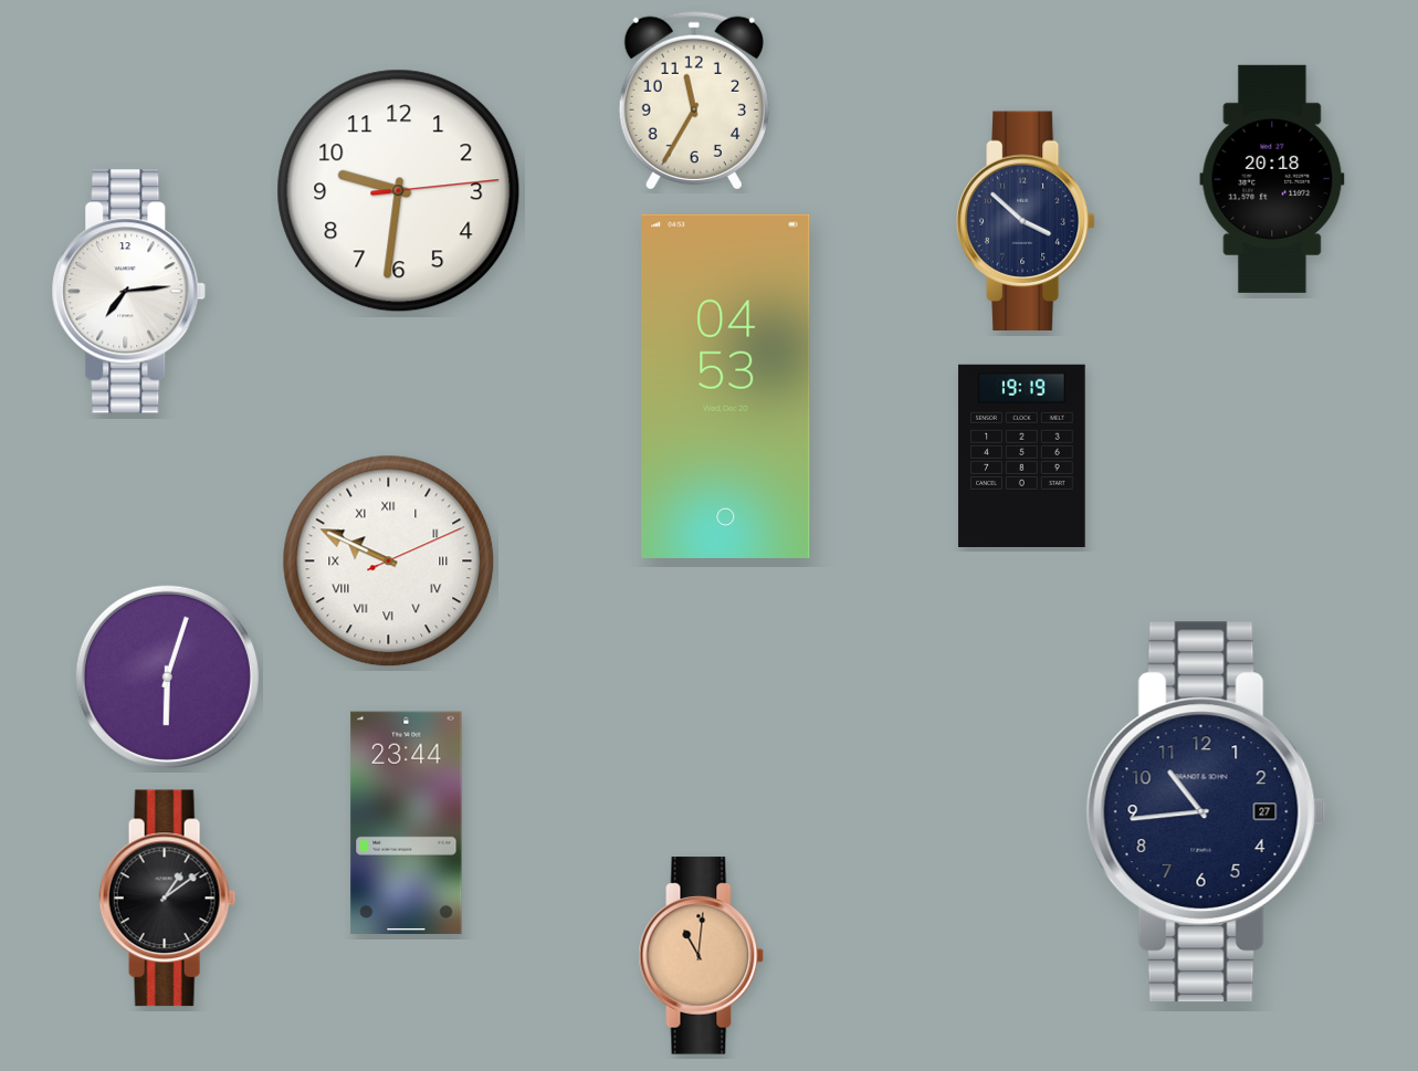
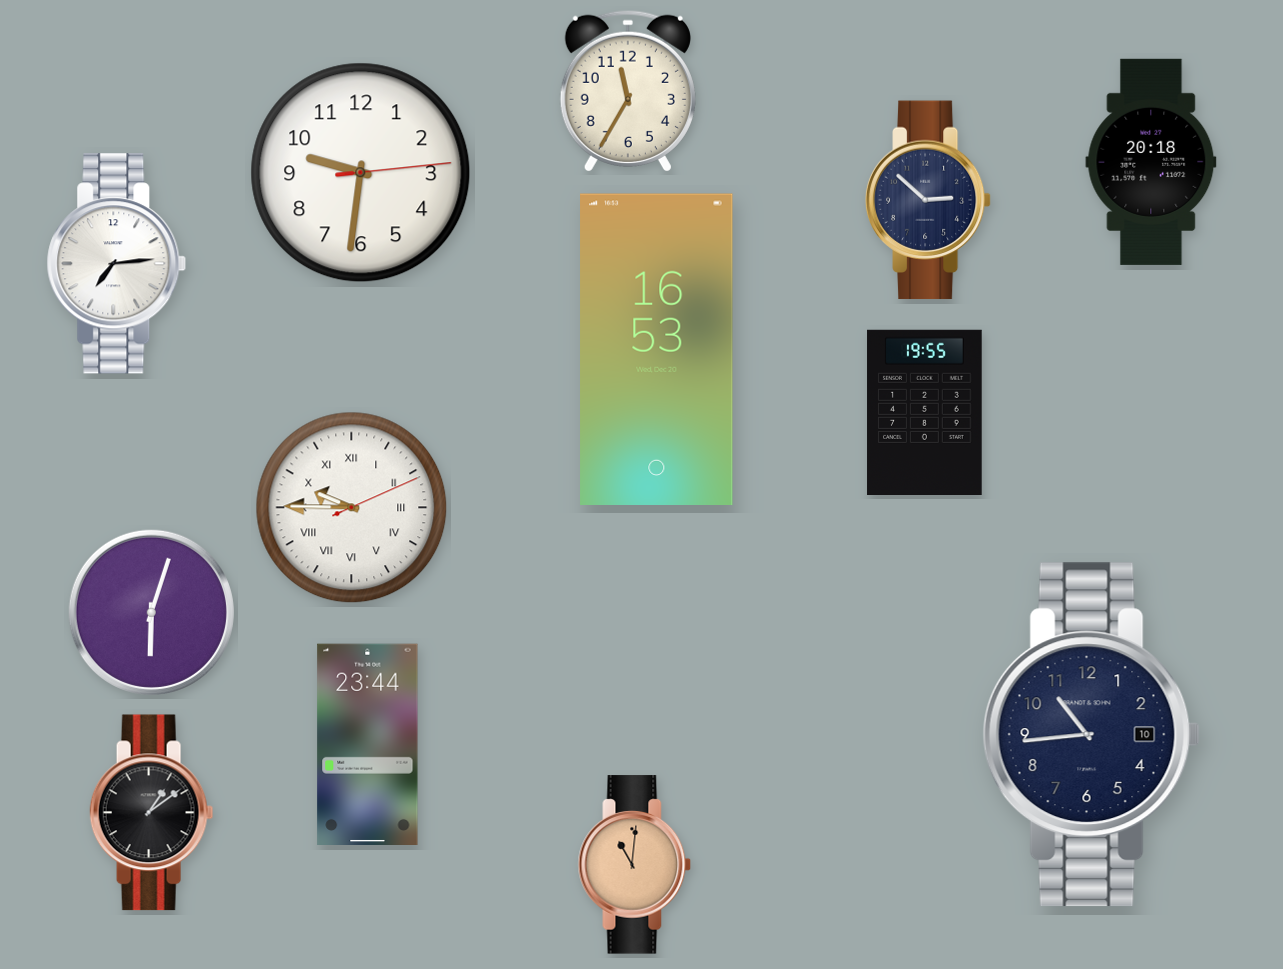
clock at (1026, 221): 3:52 -> 2:52
clock at (726, 386): 04:53 -> 16:53
clock at (1022, 455): 19:19 -> 19:55
clock at (389, 561): 9:49 -> 9:45
clock at (1206, 812) date: 27 -> 10
